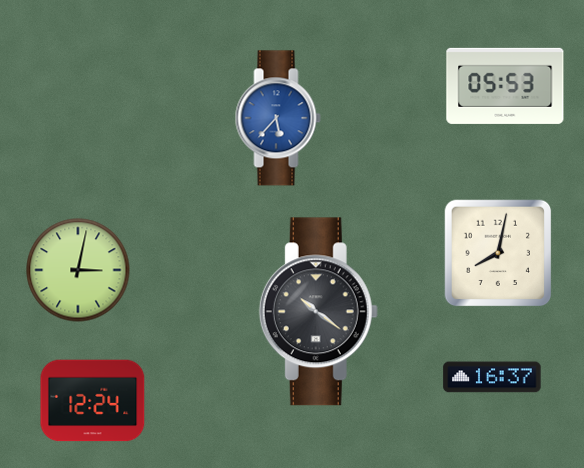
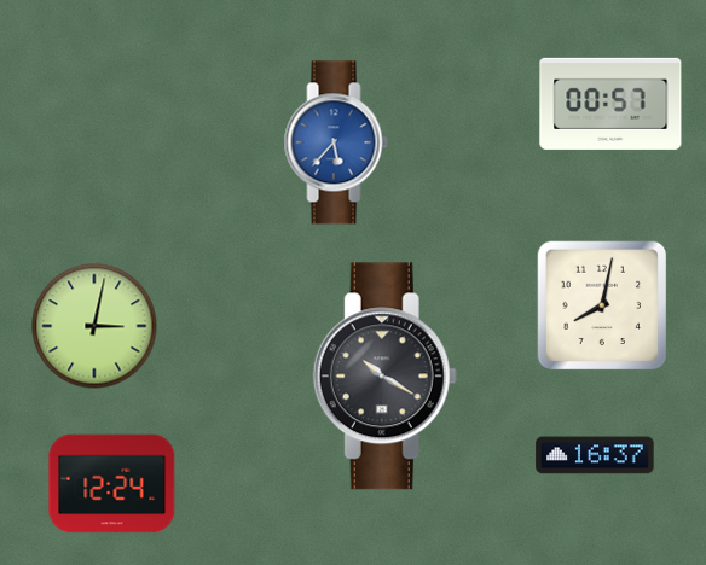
clock at (505, 86): 05:53 -> 00:57
clock at (318, 312): 10:21 -> 10:20
